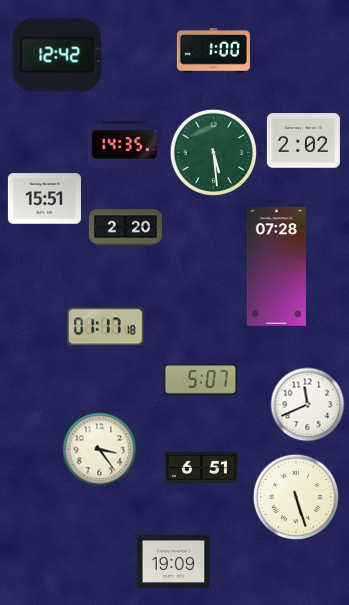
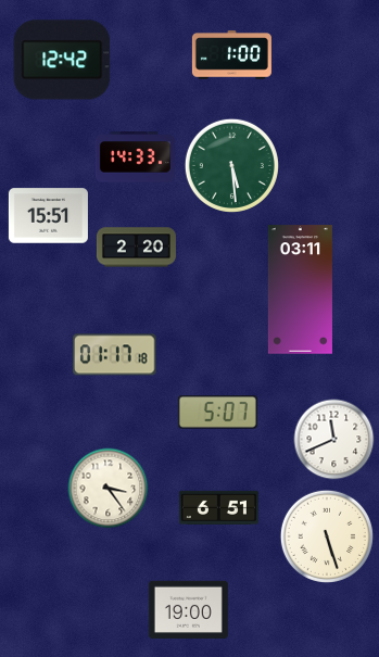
clock at (303, 141): 2:02 -> none
clock at (124, 145): 14:35 -> 14:33
clock at (276, 267): 07:28 -> 03:11
clock at (295, 496) position: (295, 496) -> (326, 535)
clock at (173, 561): 19:09 -> 19:00
